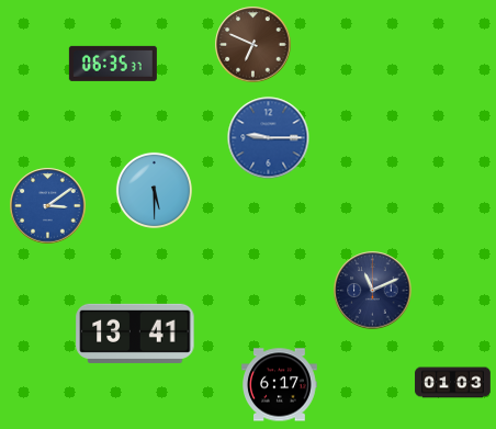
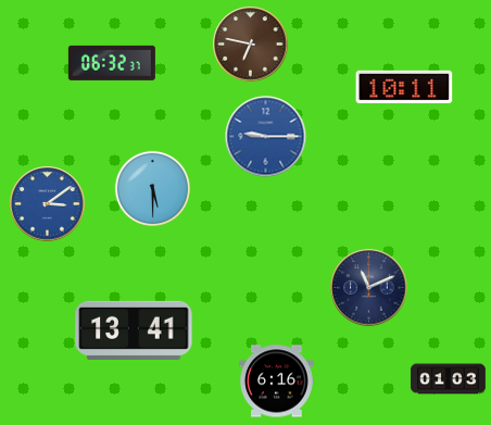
clock at (253, 45): 6:49 -> 6:47
clock at (113, 64): 06:35 -> 06:32
clock at (404, 86): none -> 10:11
clock at (280, 385): 6:17 -> 6:16
